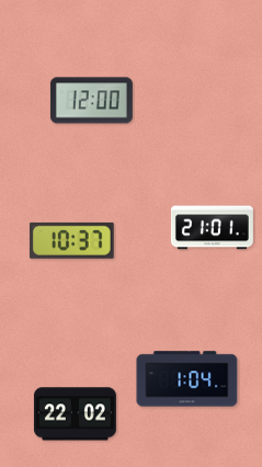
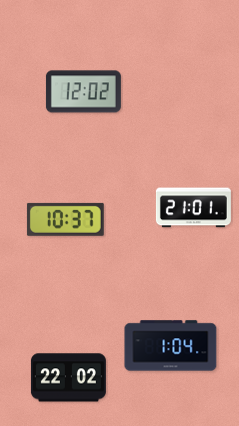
clock at (91, 101): 12:00 -> 12:02
